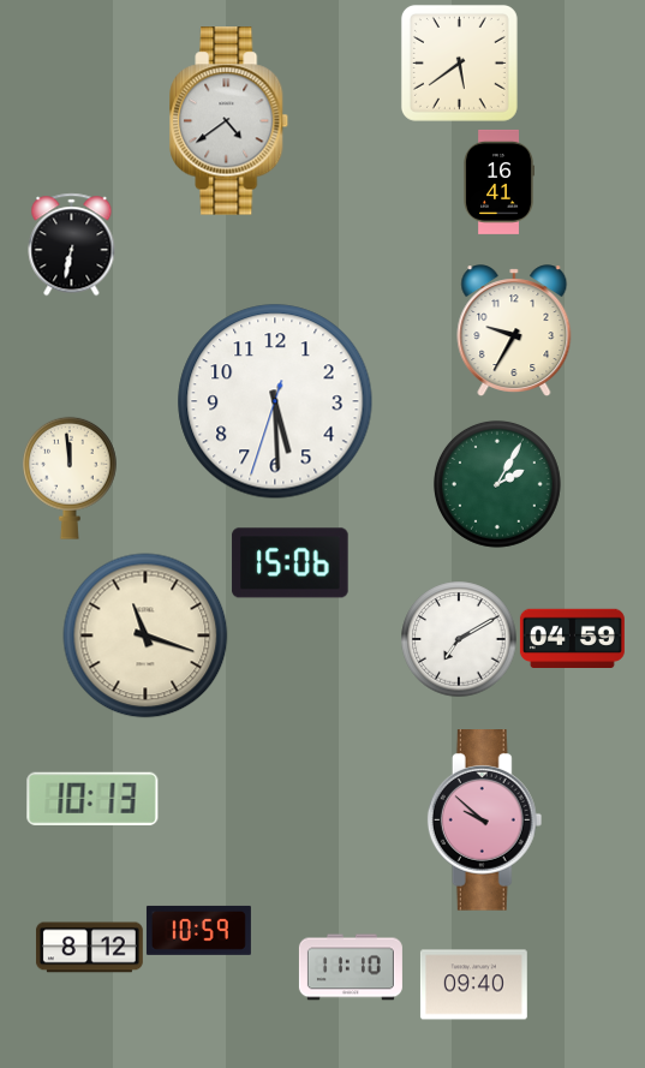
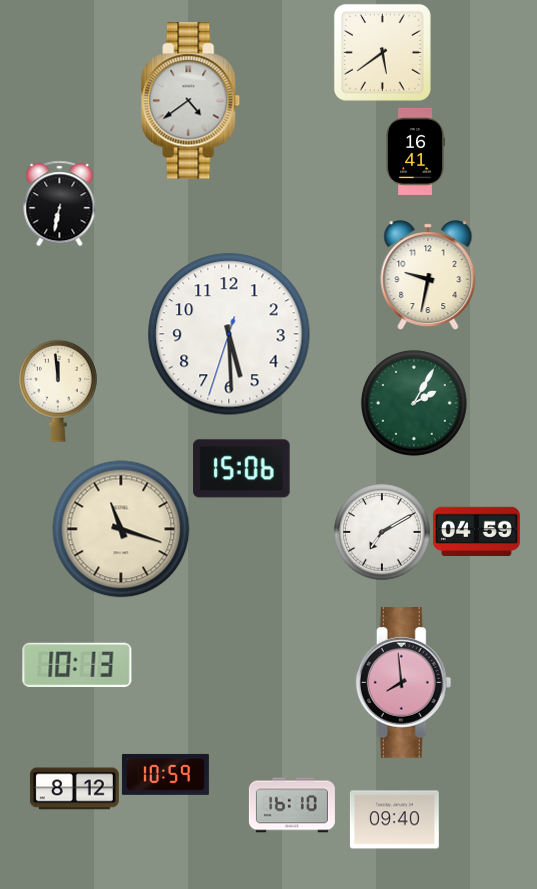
clock at (514, 330): 9:35 -> 9:32
clock at (71, 478) position: (71, 478) -> (59, 391)
clock at (485, 821): 9:52 -> 7:59
clock at (351, 967): 11:10 -> 16:10
